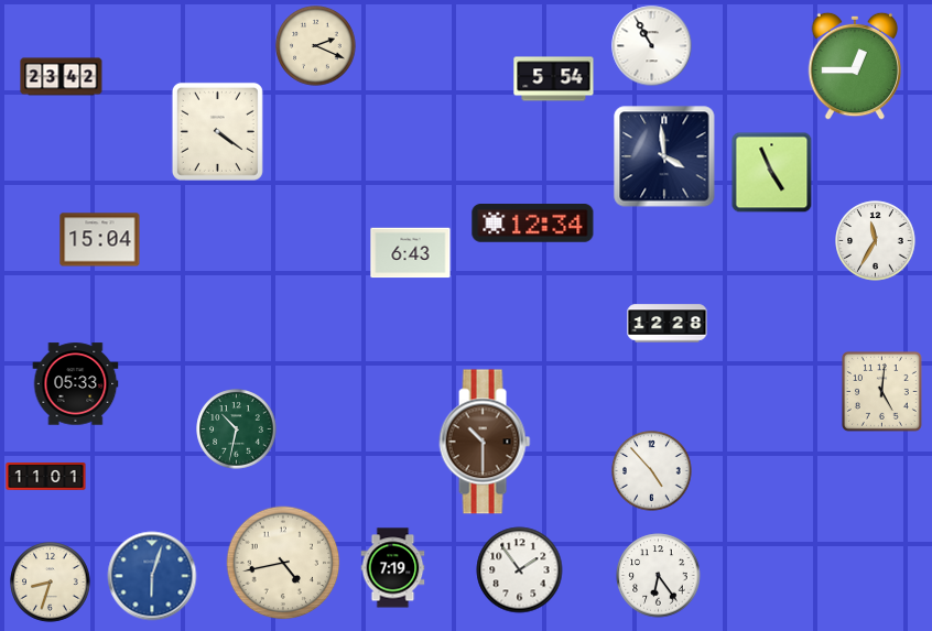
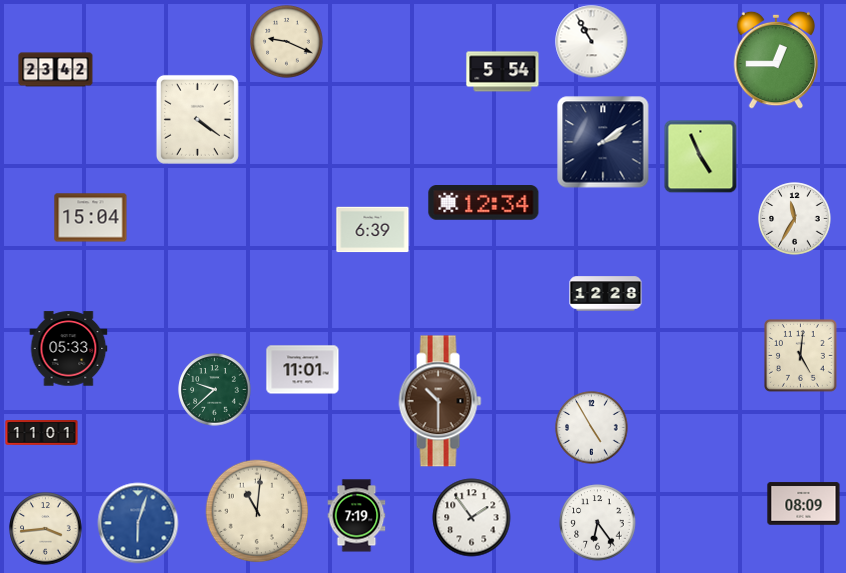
clock at (316, 46): 2:19 -> 9:19
clock at (664, 156): 3:59 -> 2:09
clock at (411, 253): 6:43 -> 6:39
clock at (303, 370): none -> 11:01
clock at (237, 429): 10:32 -> 9:38
clock at (652, 471): 4:53 -> 4:55
clock at (804, 504): none -> 08:09
clock at (283, 563): 4:43 -> 11:01
clock at (51, 583): 8:33 -> 3:44
